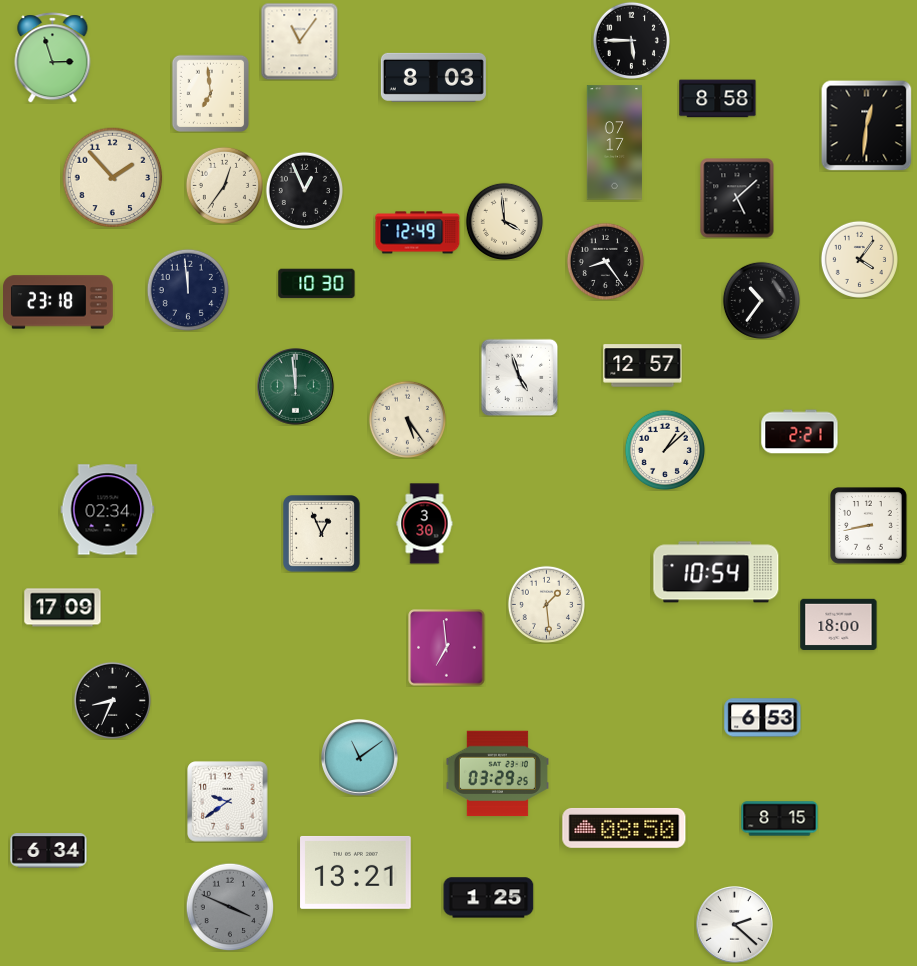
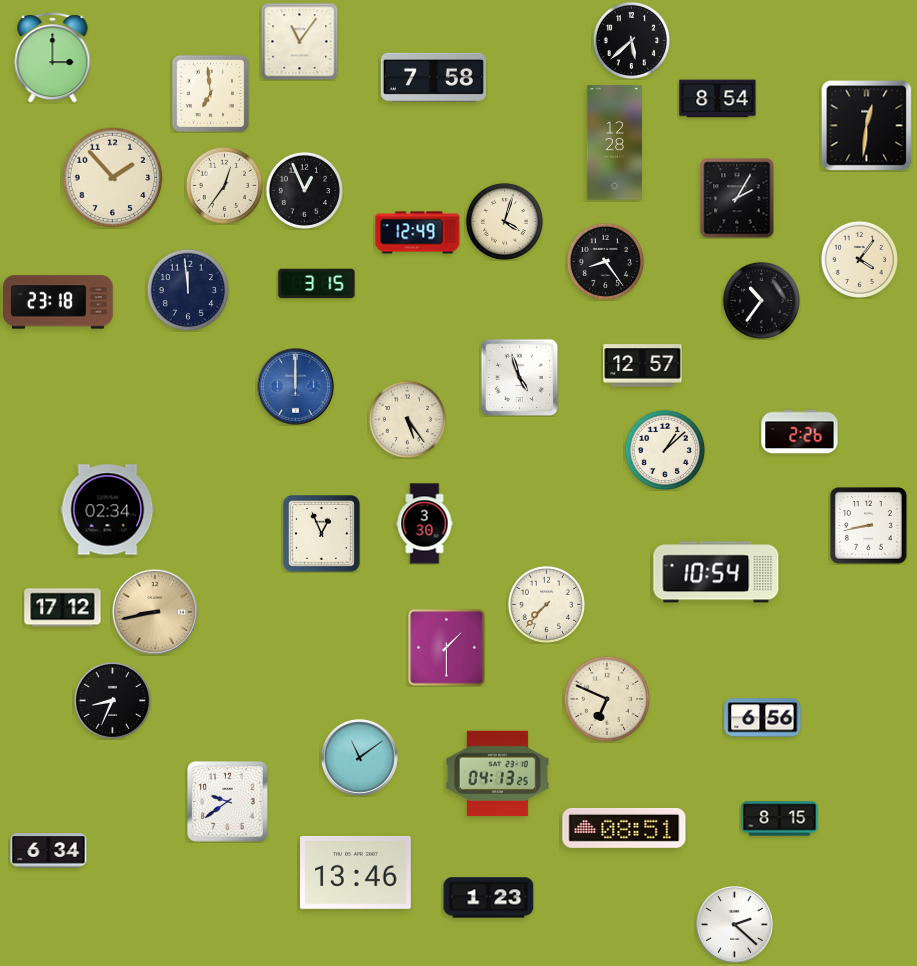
clock at (631, 40): 5:45 -> 5:38
clock at (53, 58): 2:57 -> 3:00
clock at (433, 77): 8:03 -> 7:58
clock at (718, 99): 8:58 -> 8:54
clock at (614, 143): 07:17 -> 12:28
clock at (737, 198): 5:08 -> 2:05
clock at (504, 221): 3:59 -> 4:03
clock at (317, 284): 10:30 -> 3:15
clock at (296, 387): 11:59 -> 12:00
clock at (296, 387) dial: green -> blue
clock at (800, 432): 2:21 -> 2:26
clock at (546, 604): 1:29 -> 7:37
clock at (63, 608): 17:09 -> 17:12
clock at (155, 612): none -> 8:43
clock at (839, 624): 18:00 -> none
clock at (447, 648): 6:59 -> 1:30
clock at (607, 699): none -> 6:49
clock at (763, 718): 6:53 -> 6:56
clock at (497, 774): 03:29 -> 04:13
clock at (624, 828): 08:50 -> 08:51
clock at (356, 872): 13:21 -> 13:46
clock at (489, 898): 1:25 -> 1:23
clock at (230, 907): 3:49 -> none
